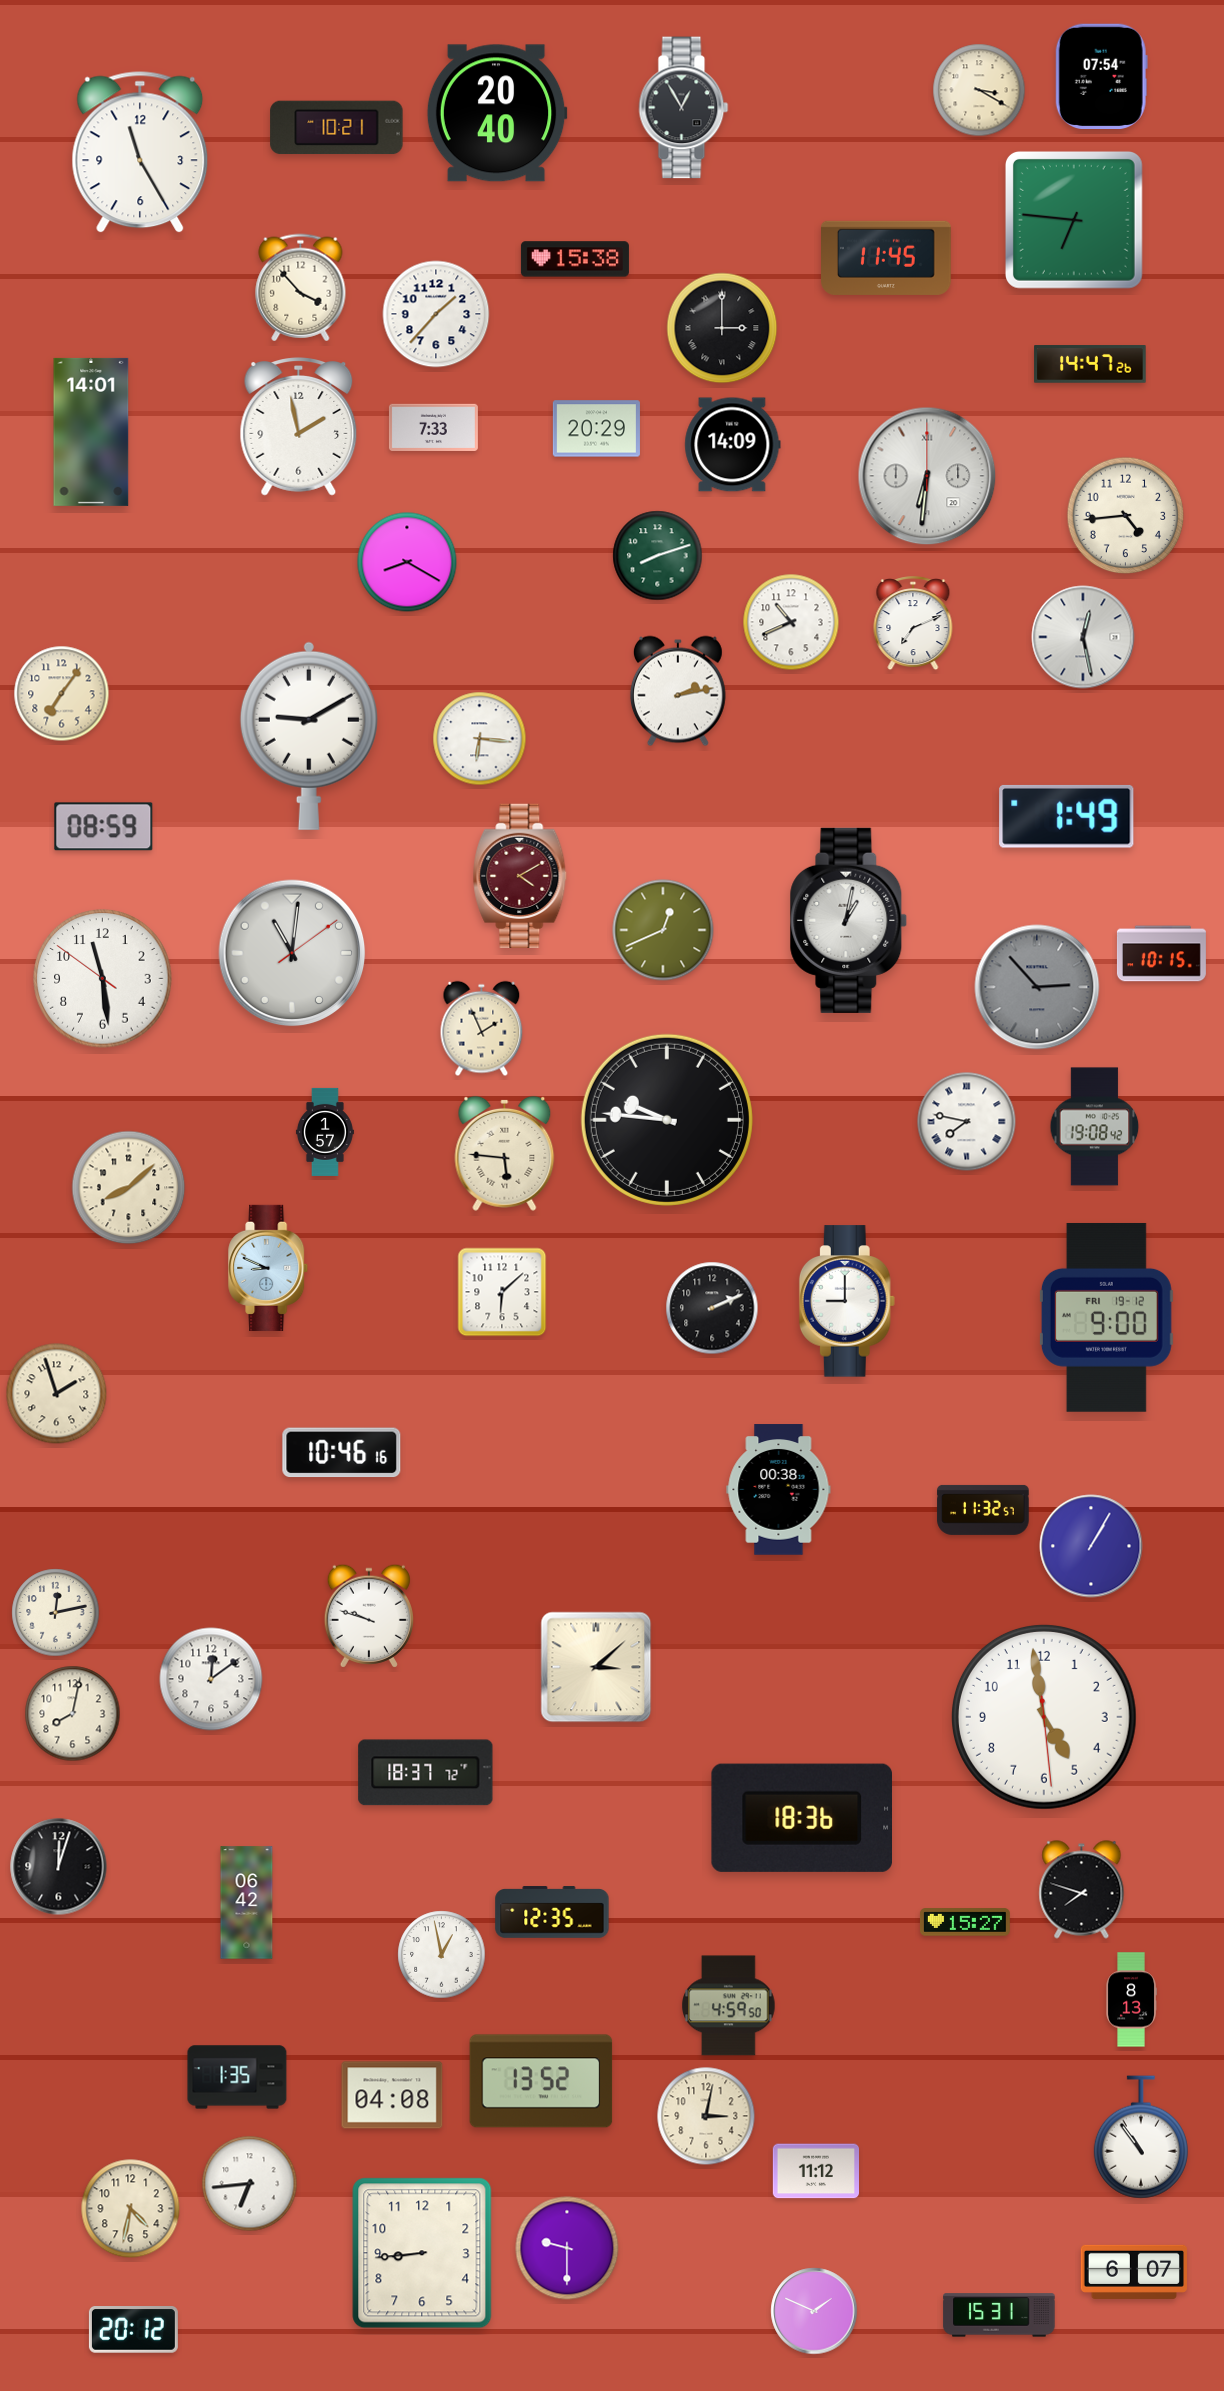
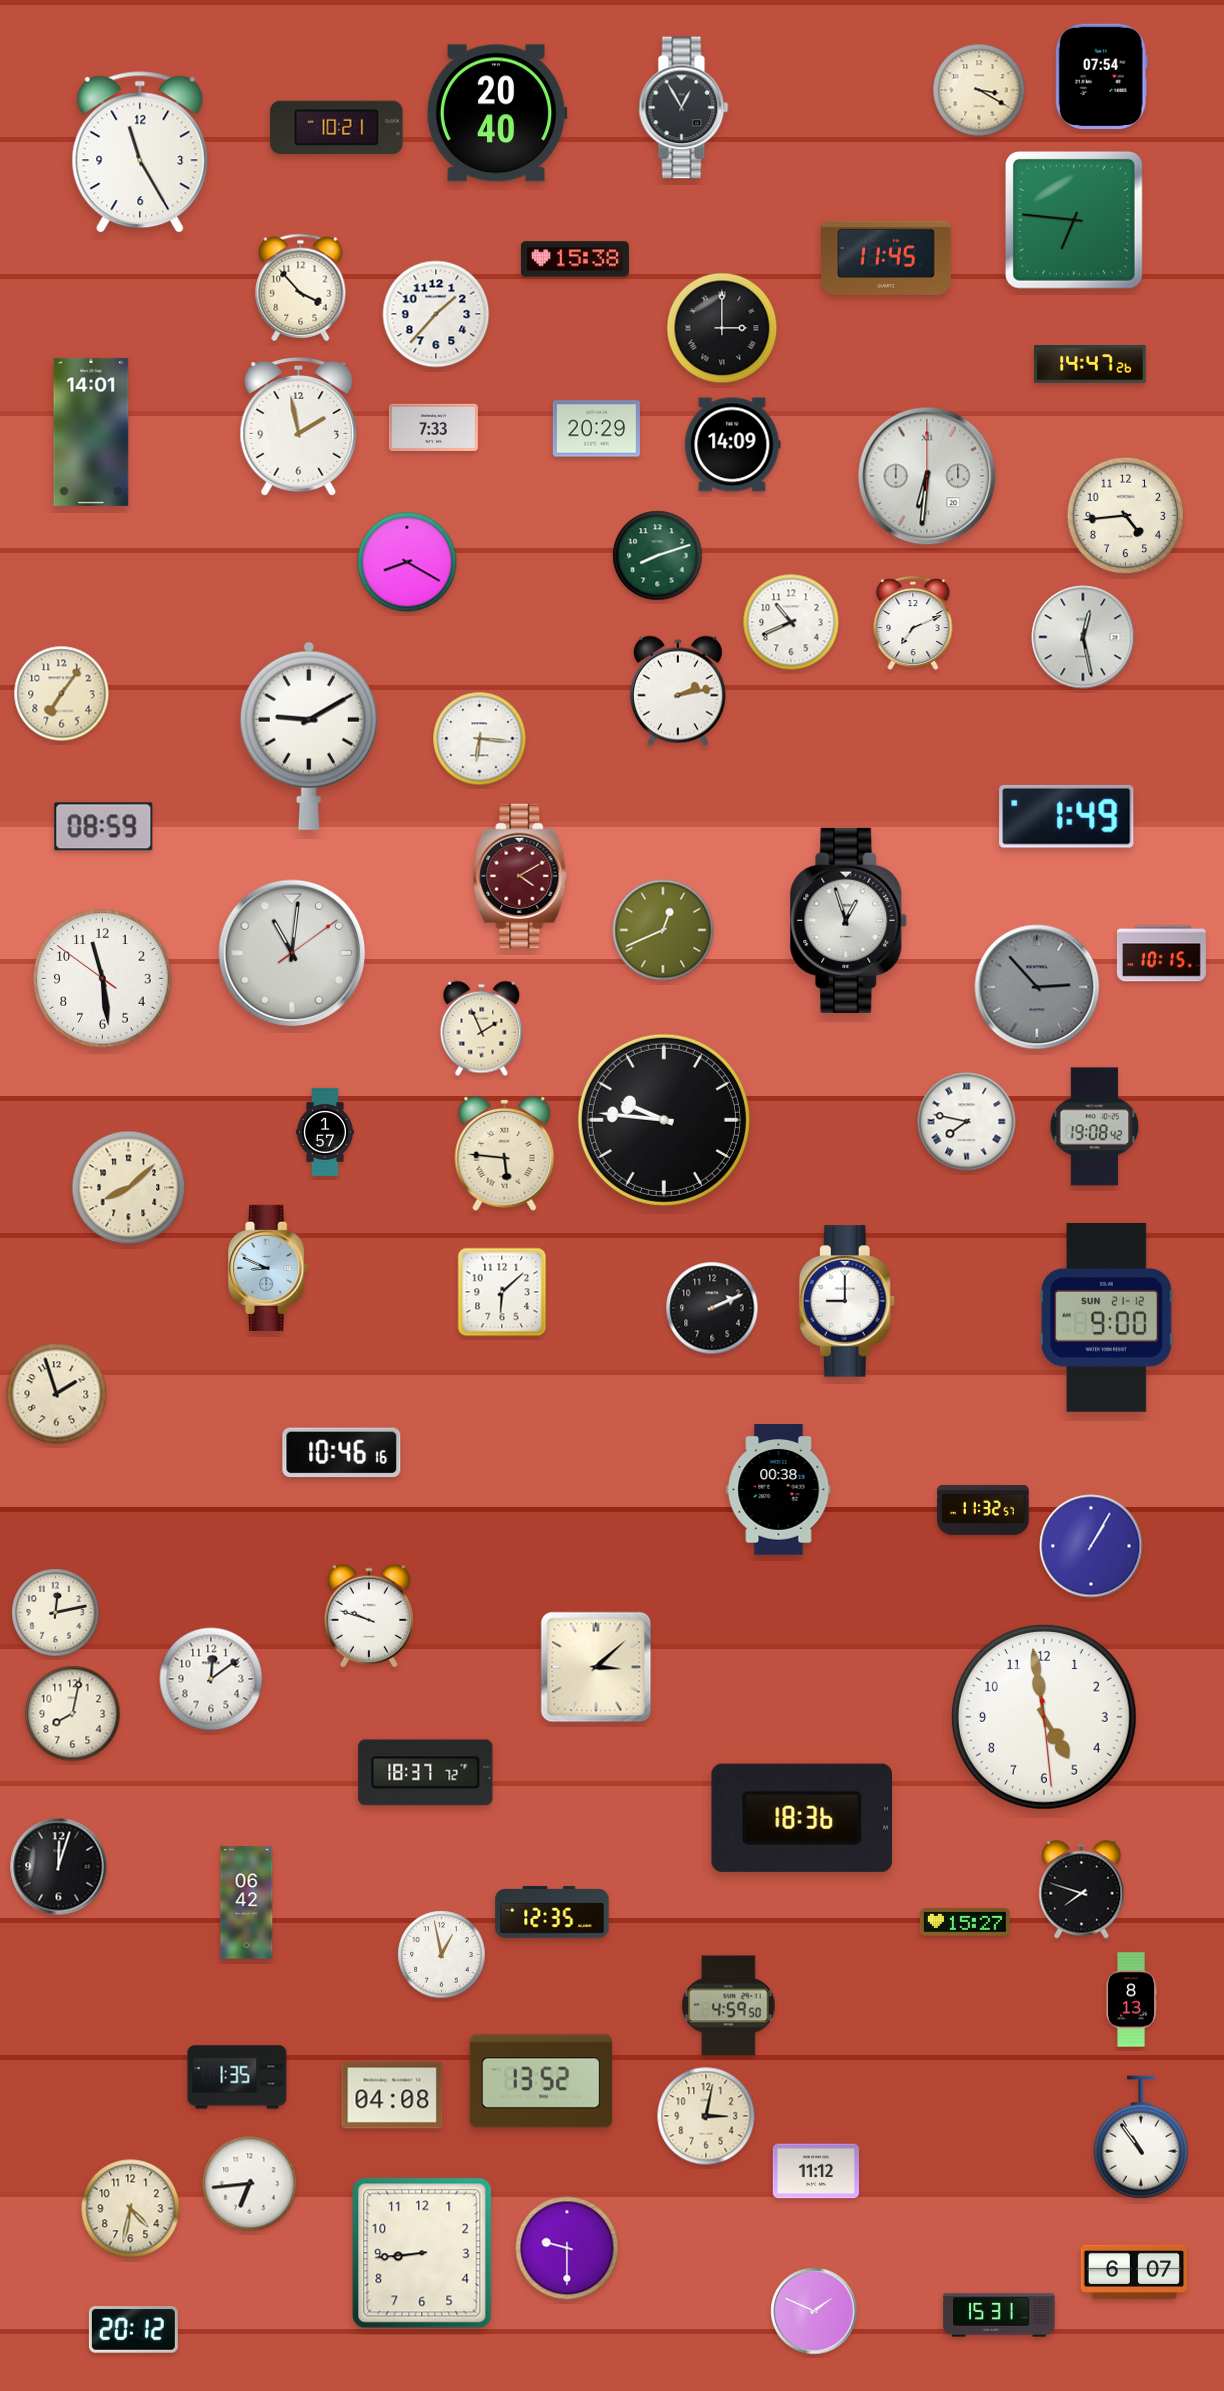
clock at (849, 920): 1:02 -> 12:57
clock at (667, 1120) position: (667, 1120) -> (664, 1120)
clock at (1106, 1317) date: FRI 19-12 -> SUN 21-12
